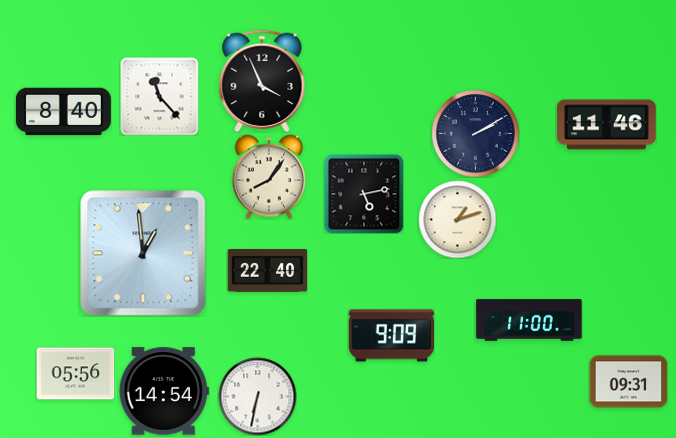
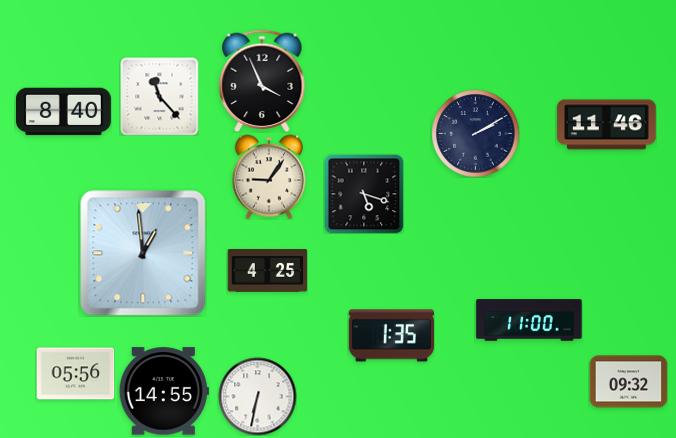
clock at (268, 177): 8:06 -> 9:06
clock at (364, 194): 5:13 -> 5:18
clock at (457, 219): 1:12 -> none
clock at (267, 271): 22:40 -> 4:25
clock at (391, 336): 9:09 -> 1:35
clock at (628, 382): 09:31 -> 09:32
clock at (164, 391): 14:54 -> 14:55
